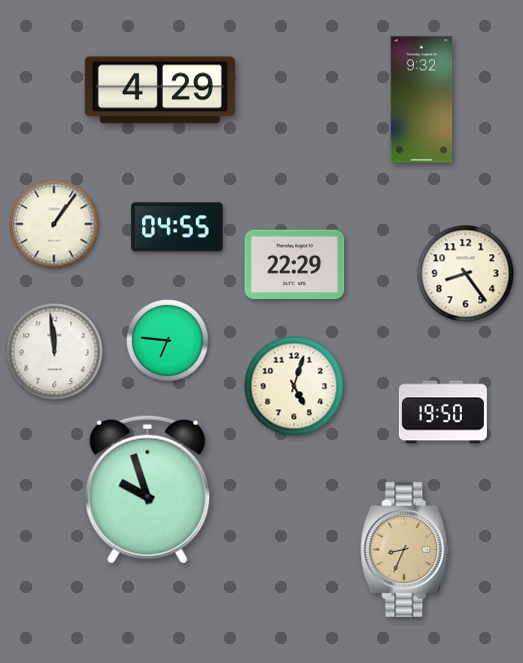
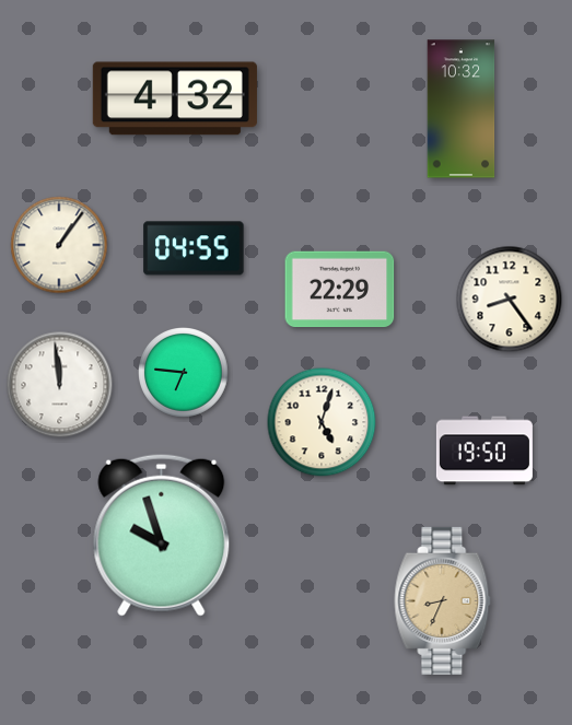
clock at (160, 90): 4:29 -> 4:32
clock at (422, 100): 9:32 -> 10:32
clock at (295, 265) position: (295, 265) -> (340, 290)
